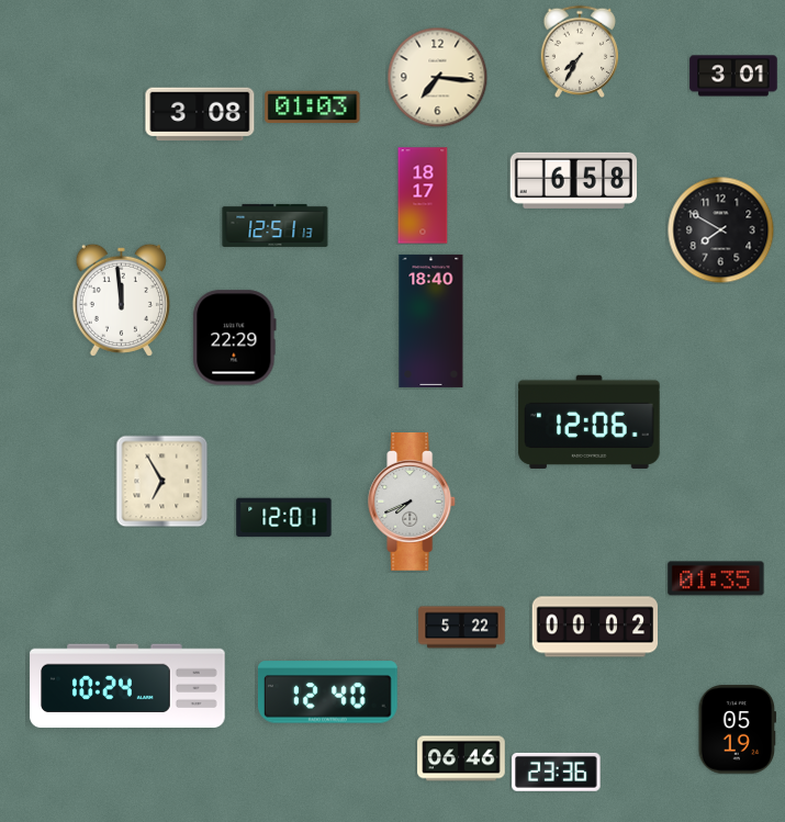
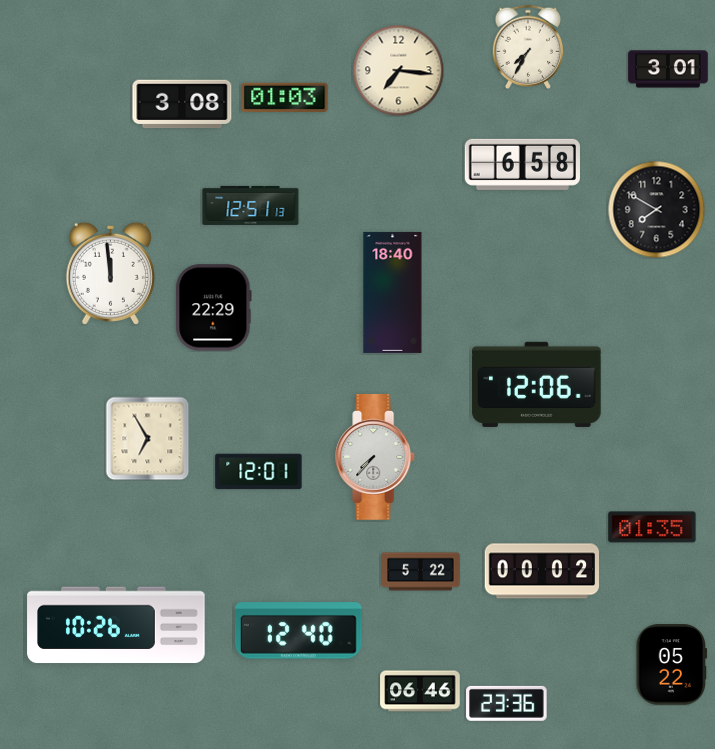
clock at (423, 195): 18:17 -> none
clock at (413, 503): 7:41 -> 7:37
clock at (127, 686): 10:24 -> 10:26
clock at (738, 730): 05:19 -> 05:22
